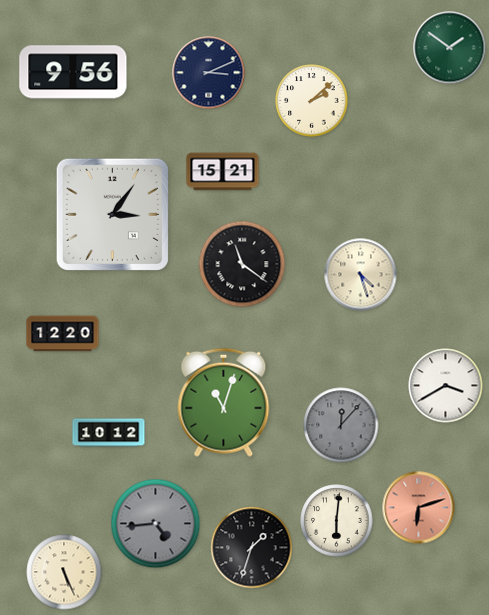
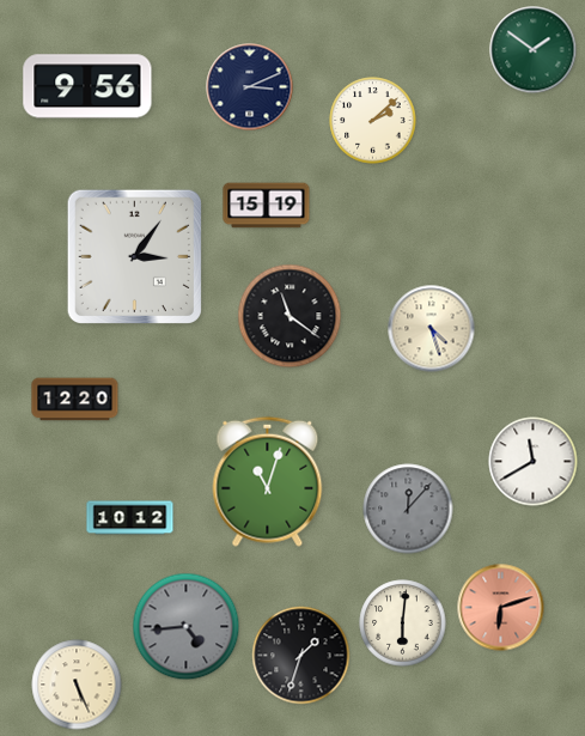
clock at (450, 48) position: (450, 48) -> (534, 50)
clock at (223, 172): 15:21 -> 15:19
clock at (446, 386): 3:40 -> 11:40
